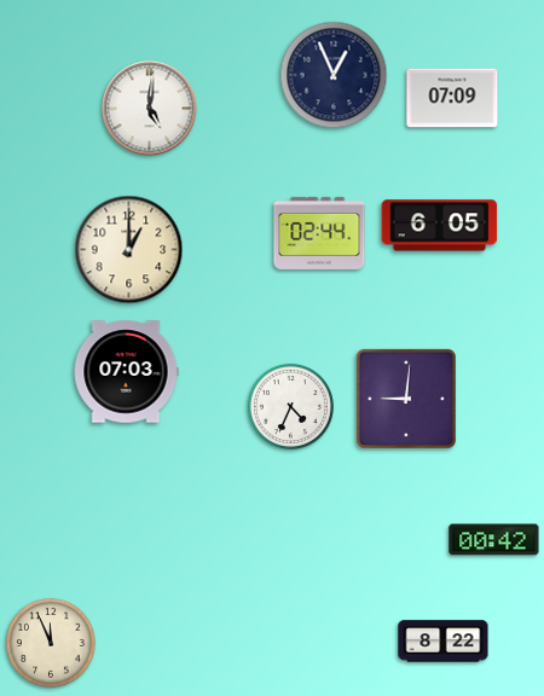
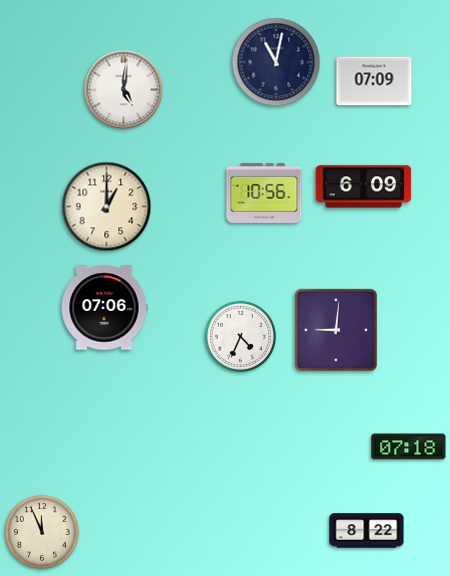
clock at (334, 75): 12:56 -> 11:02
clock at (440, 226): 6:05 -> 6:09
clock at (319, 233): 02:44 -> 10:56
clock at (126, 372): 07:03 -> 07:06
clock at (494, 540): 00:42 -> 07:18
